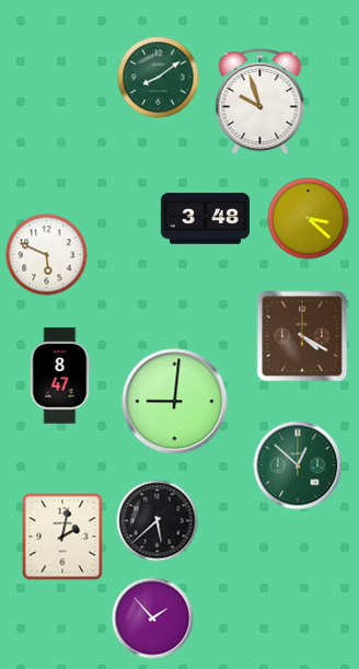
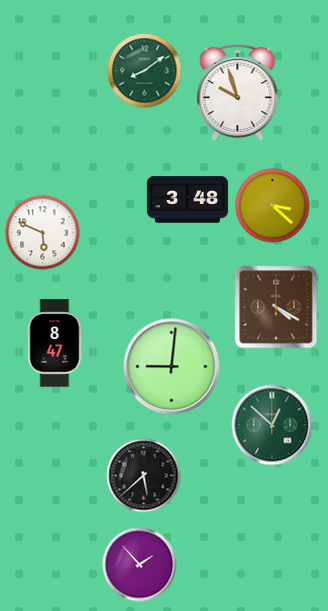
clock at (309, 219) position: (309, 219) -> (273, 206)
clock at (175, 402) position: (175, 402) -> (172, 367)
clock at (62, 537): 2:02 -> none
